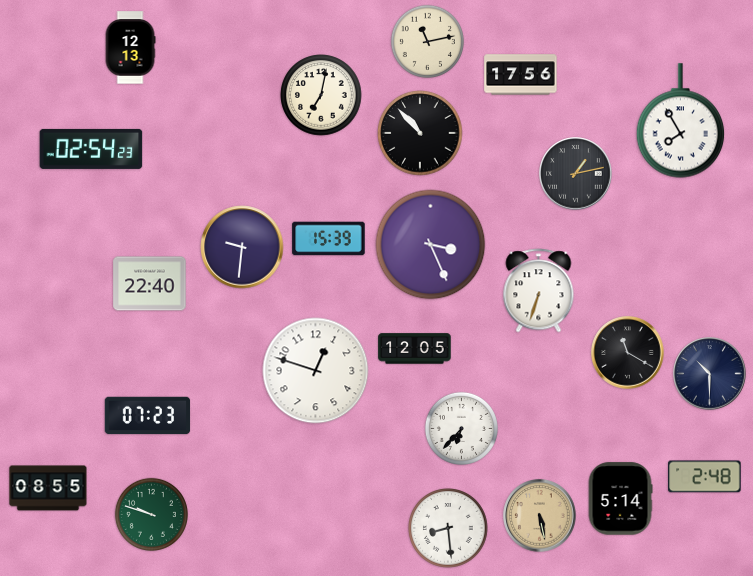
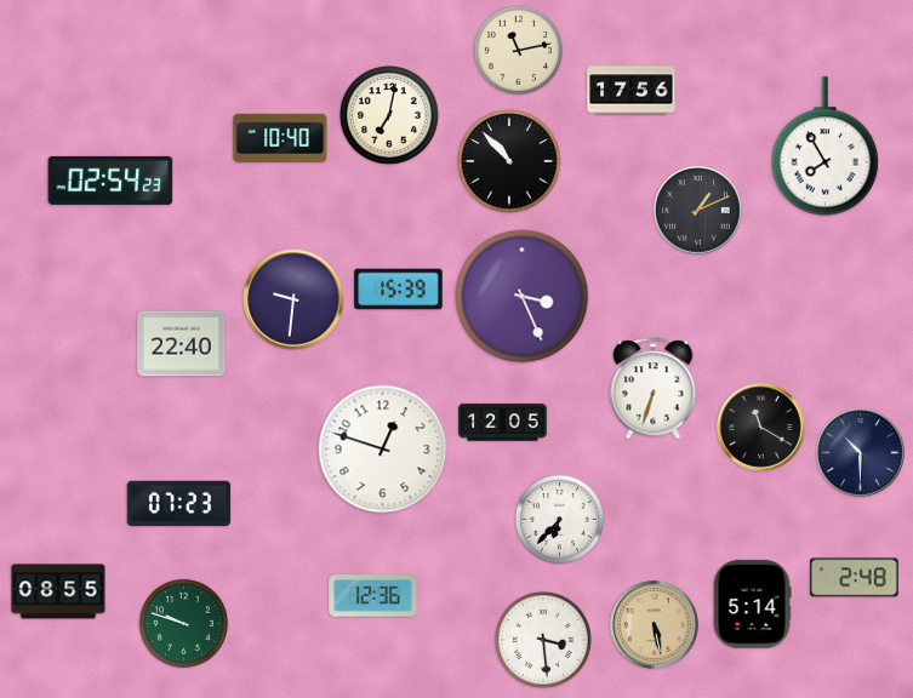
clock at (130, 48): 12:13 -> none
clock at (280, 138): none -> 10:40
clock at (576, 174): 1:13 -> 1:11
clock at (539, 291) position: (539, 291) -> (654, 389)
clock at (373, 596): none -> 12:36
clock at (449, 529): 8:29 -> 3:29
